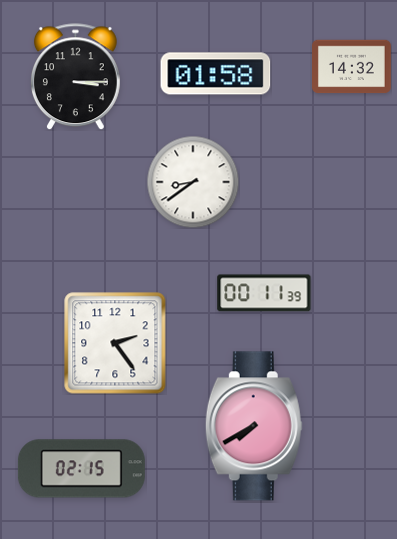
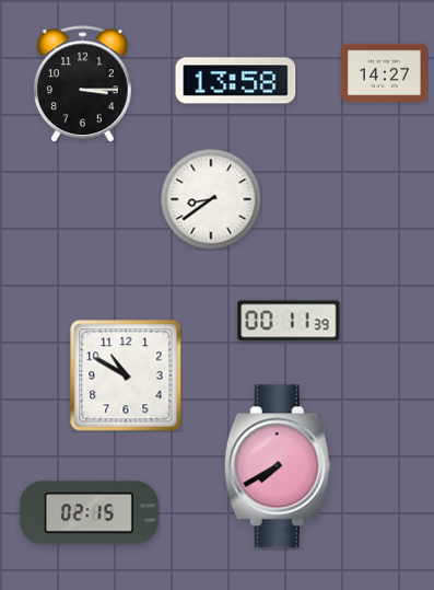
clock at (352, 67): 14:32 -> 14:27
clock at (216, 74): 01:58 -> 13:58
clock at (115, 343): 2:24 -> 10:50
